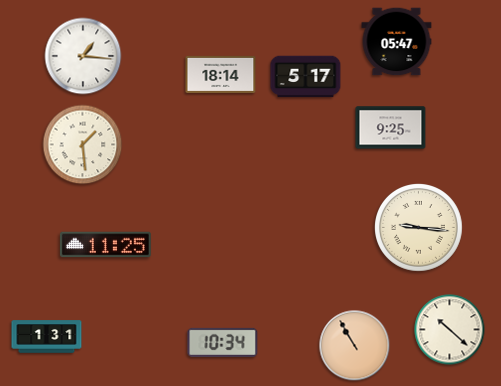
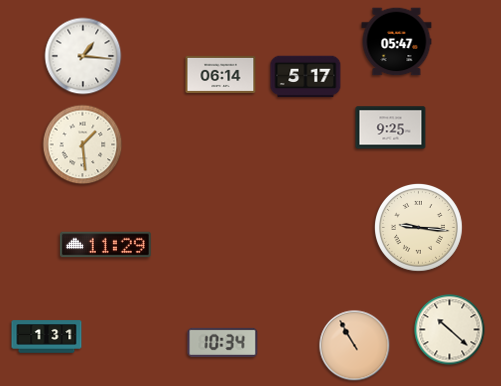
clock at (221, 74): 18:14 -> 06:14
clock at (105, 245): 11:25 -> 11:29
